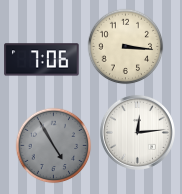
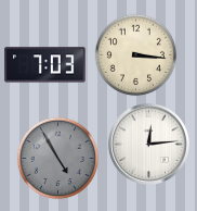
clock at (126, 47) position: (126, 47) -> (136, 55)
clock at (42, 60): 7:06 -> 7:03
